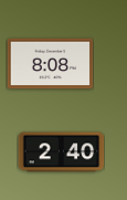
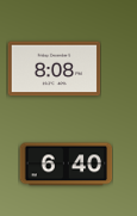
clock at (61, 152): 2:40 -> 6:40
